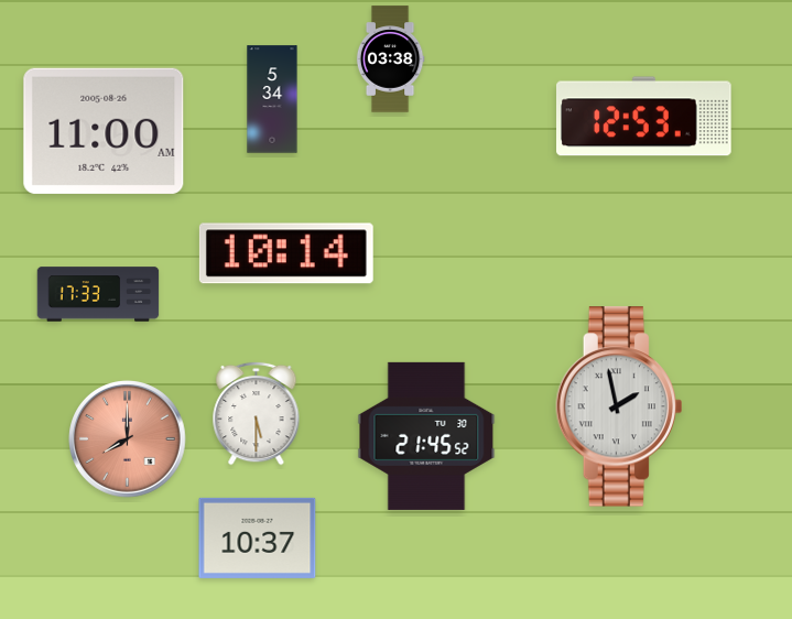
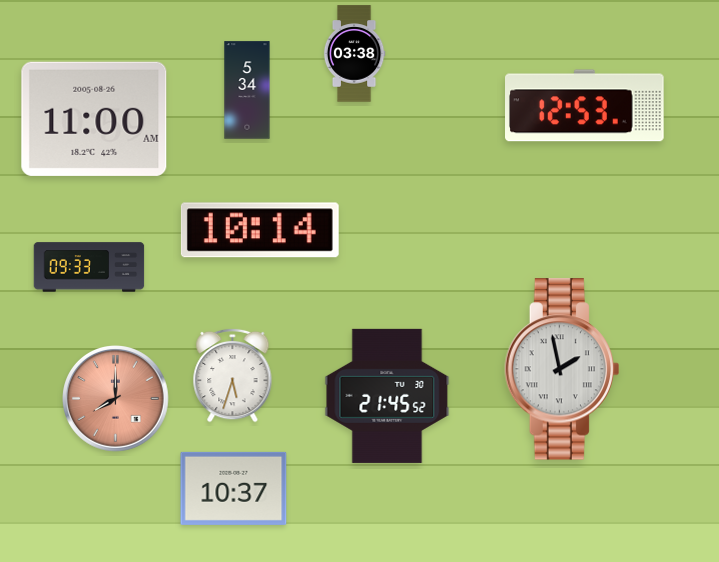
clock at (98, 294): 17:33 -> 09:33
clock at (257, 413): 5:30 -> 5:33
